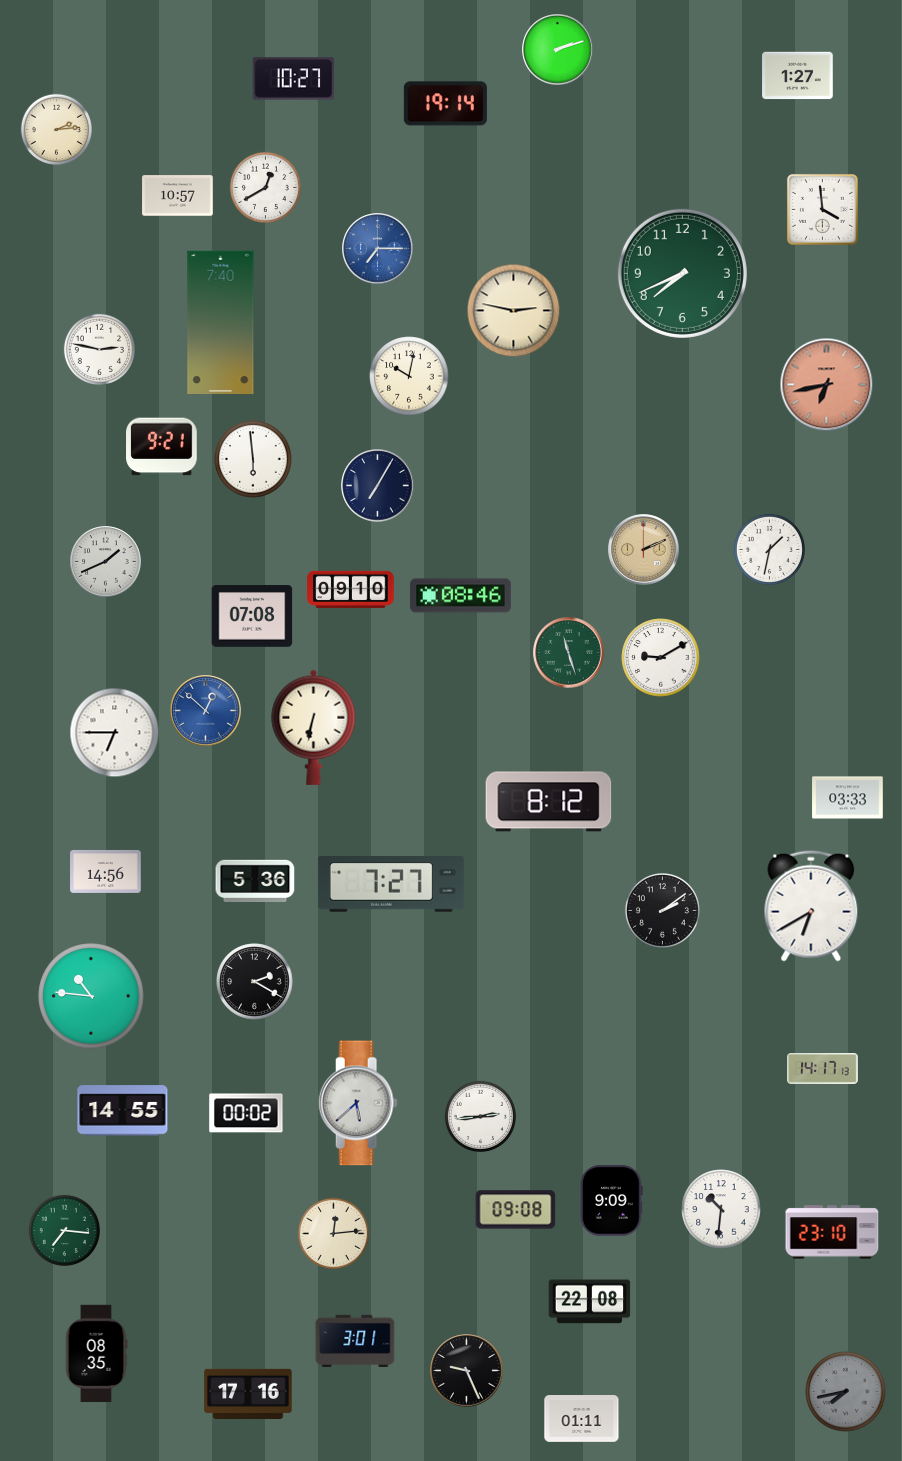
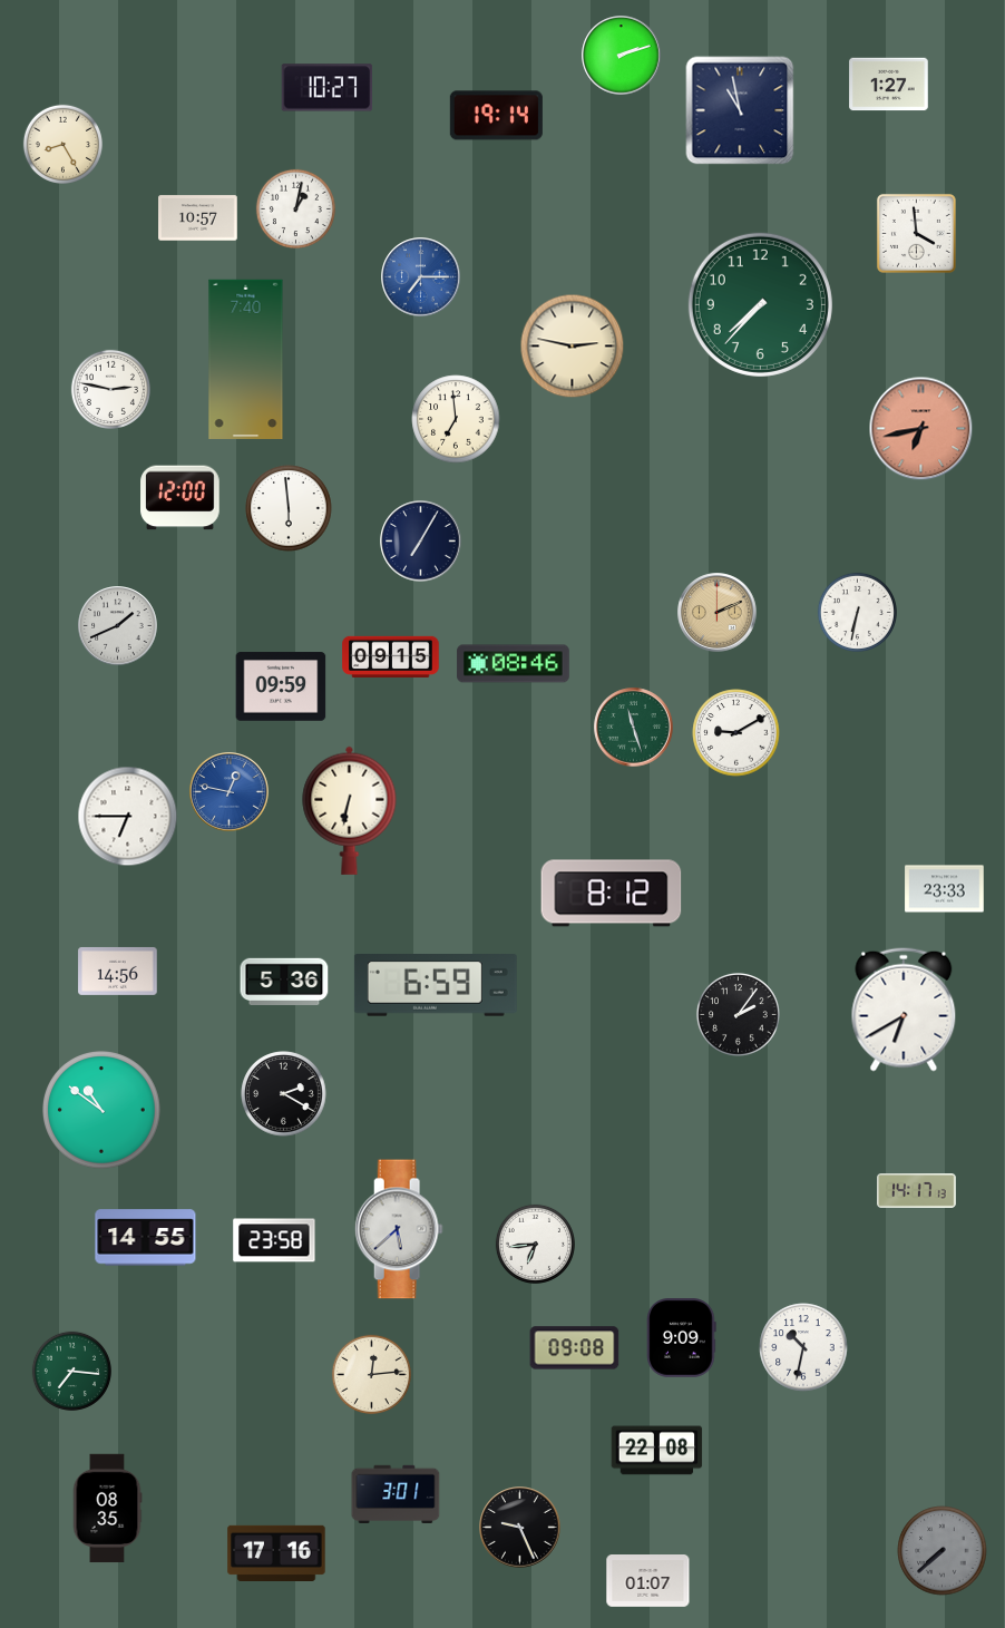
clock at (740, 110): none -> 10:58
clock at (56, 129): 2:14 -> 8:25
clock at (265, 187): 12:40 -> 1:02
clock at (682, 273): 7:41 -> 7:37
clock at (409, 376): 10:02 -> 6:59
clock at (162, 447): 9:21 -> 12:00
clock at (253, 459) position: (253, 459) -> (289, 508)
clock at (769, 549): 1:32 -> 6:32
clock at (351, 589): 09:10 -> 09:15
clock at (252, 616): 07:08 -> 09:59
clock at (206, 711): 12:52 -> 12:47
clock at (848, 798): 03:33 -> 23:33
clock at (391, 884): 7:27 -> 6:59
clock at (662, 910): 2:09 -> 2:06
clock at (92, 997): 10:46 -> 10:51
clock at (123, 1111) position: (123, 1111) -> (146, 1238)
clock at (246, 1113): 00:02 -> 23:58
clock at (480, 1116): 2:44 -> 6:44
clock at (721, 1209): 10:31 -> 10:32
clock at (832, 1232): 23:10 -> none
clock at (846, 1392): 7:43 -> 7:38
clock at (582, 1419): 01:11 -> 01:07
